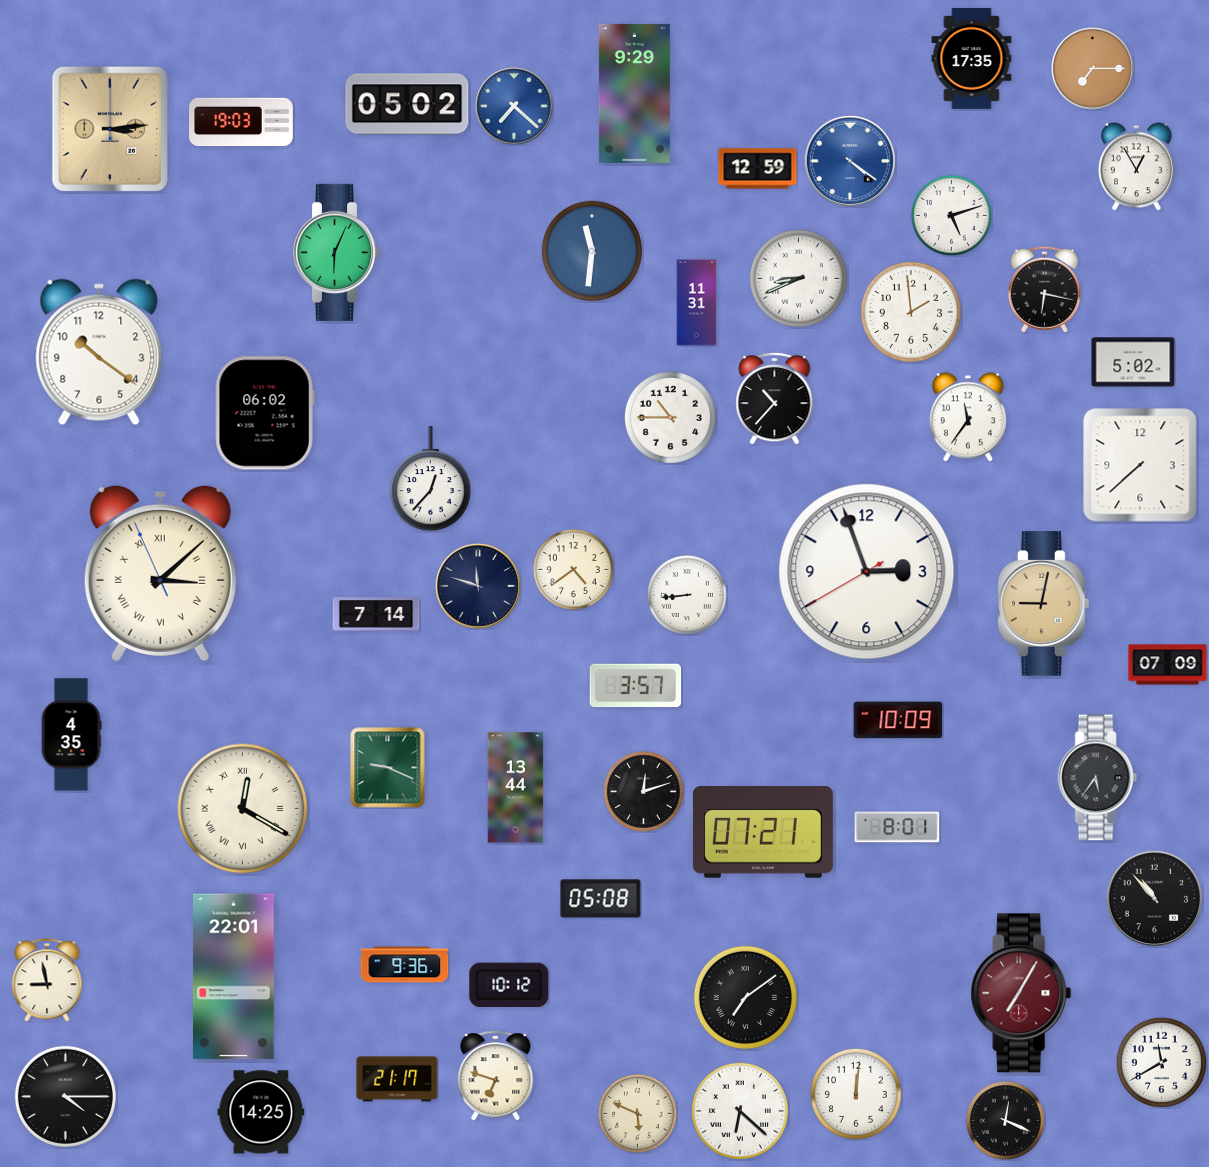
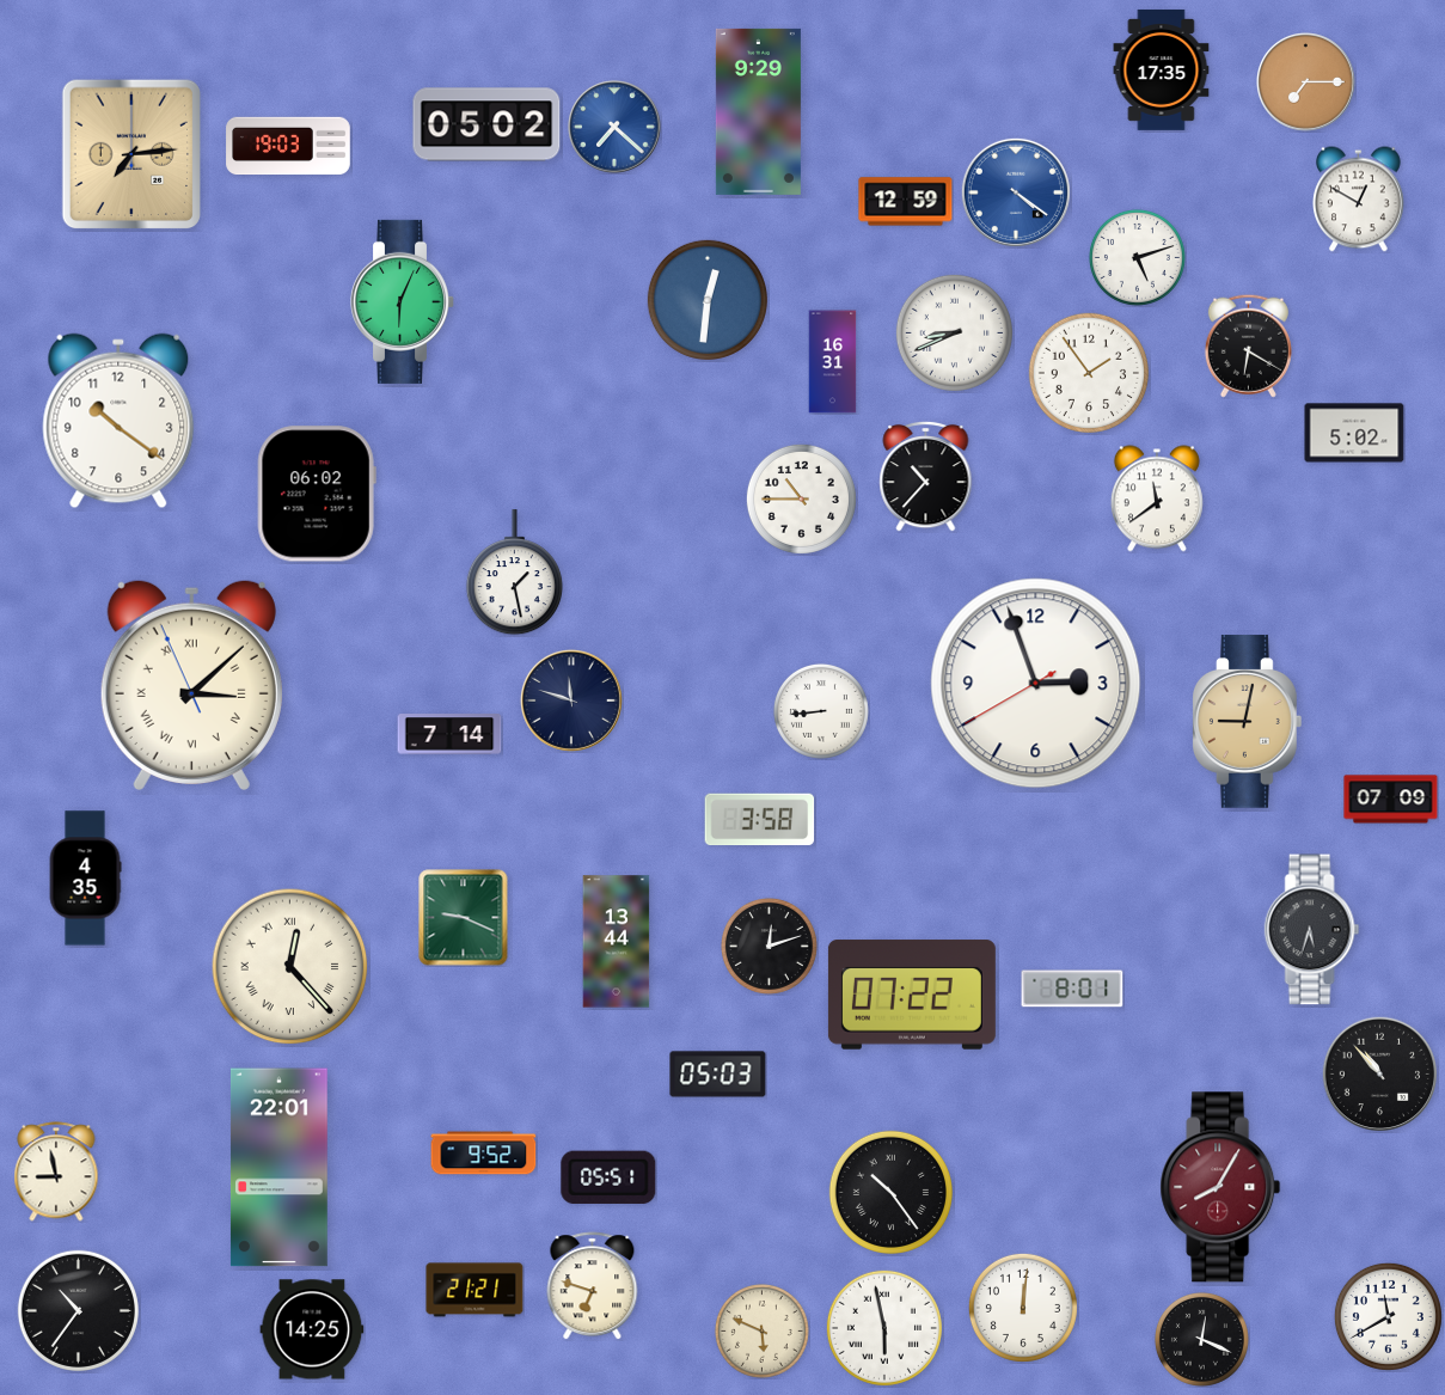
clock at (110, 129): 3:14 -> 7:14
clock at (1137, 167): 12:55 -> 12:50
clock at (592, 251): 11:31 -> 12:31
clock at (1044, 289): 6:17 -> 6:20
clock at (697, 303): 11:31 -> 16:31
clock at (911, 312): 1:59 -> 1:54
clock at (968, 417): 11:36 -> 11:39
clock at (1140, 465): 7:38 -> none
clock at (430, 479): 12:37 -> 1:28
clock at (573, 569): 4:39 -> none
clock at (1168, 665) position: (1168, 665) -> (1391, 800)
clock at (636, 686): 3:57 -> 3:58
clock at (898, 720): 10:09 -> none
clock at (1098, 778): 5:36 -> 5:33
clock at (243, 809): 12:20 -> 12:23
clock at (763, 832): 07:21 -> 07:22
clock at (601, 899): 05:08 -> 05:03
clock at (405, 965): 9:36 -> 9:52
clock at (509, 985): 10:12 -> 05:51
clock at (1021, 993): 7:05 -> 8:05
clock at (745, 997): 7:09 -> 10:24
clock at (1161, 1062) position: (1161, 1062) -> (1388, 1316)
clock at (397, 1079): 21:17 -> 21:21
clock at (65, 1096): 4:15 -> 10:36
clock at (740, 1111): 6:22 -> 5:58
